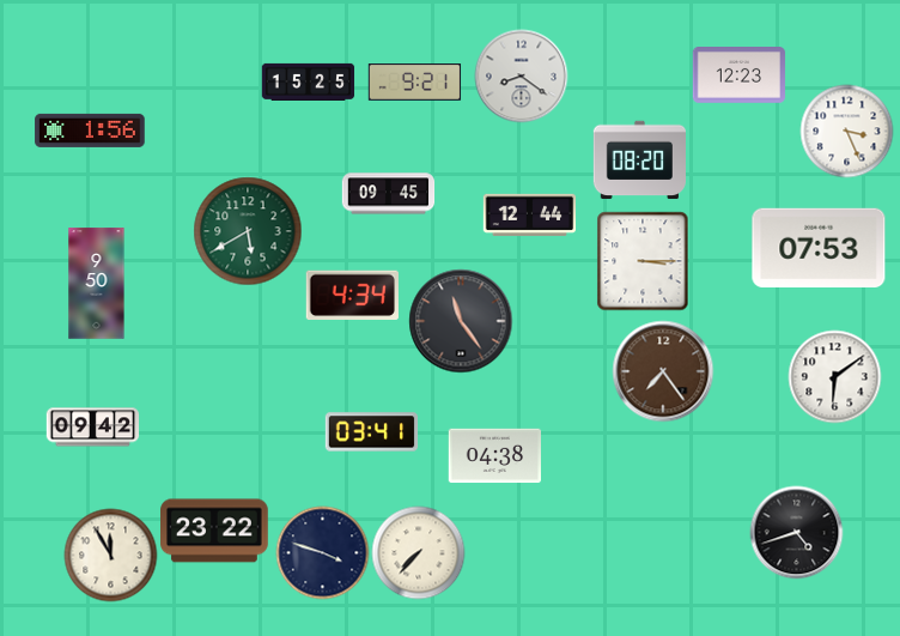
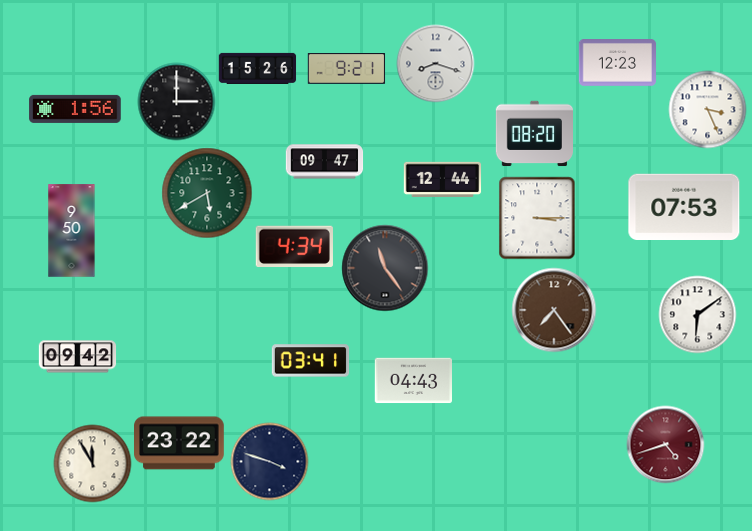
clock at (521, 75): 8:21 -> 8:18
clock at (308, 81): 15:25 -> 15:26
clock at (176, 101): none -> 3:00
clock at (388, 194): 09:45 -> 09:47
clock at (97, 284) position: (97, 284) -> (72, 231)
clock at (494, 456): 04:38 -> 04:43
clock at (796, 532) dial: black -> burgundy
clock at (418, 552): 7:37 -> none
